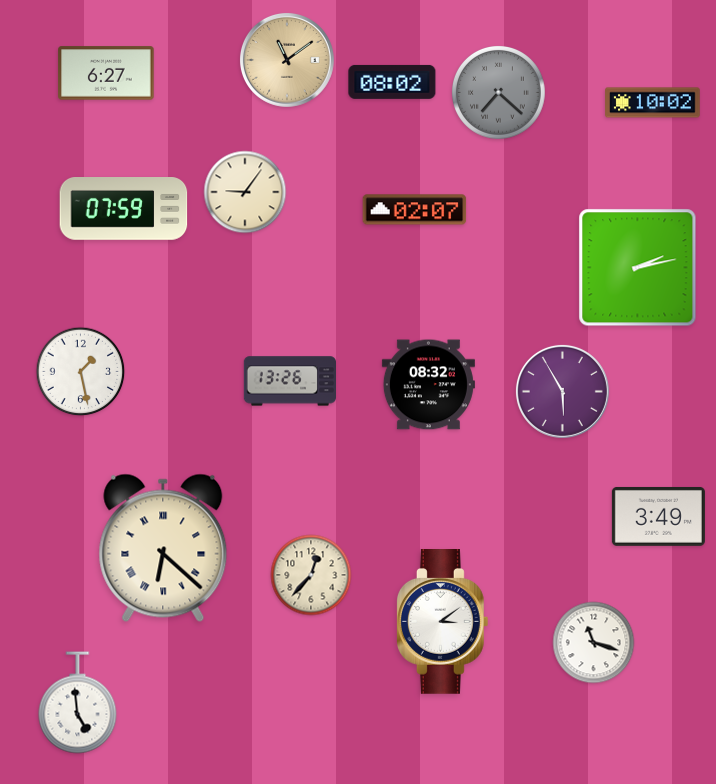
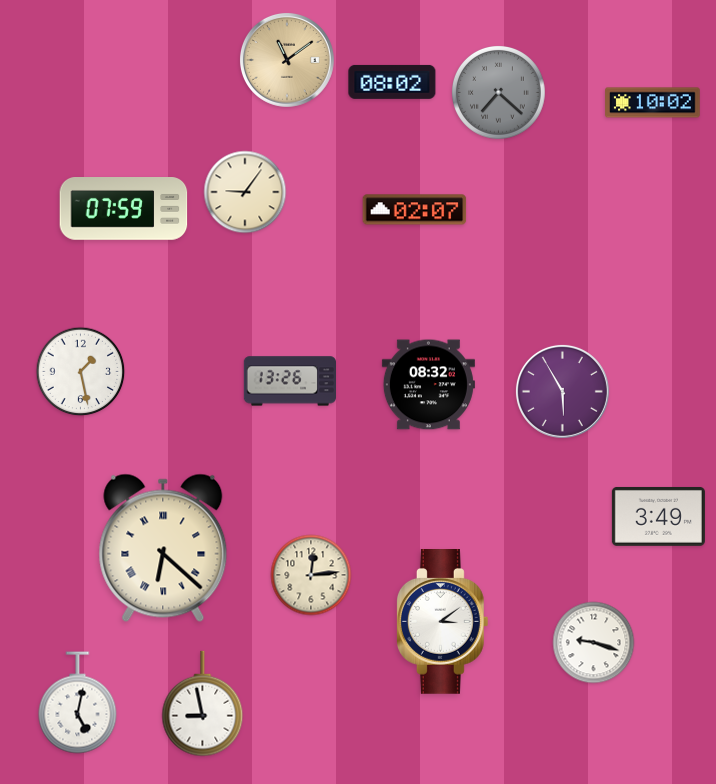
clock at (106, 73): 6:27 -> none
clock at (638, 268): 2:13 -> none
clock at (311, 575): 12:37 -> 12:14
clock at (594, 643): 11:18 -> 9:18
clock at (78, 703): 4:59 -> 5:02
clock at (203, 704): none -> 8:58
